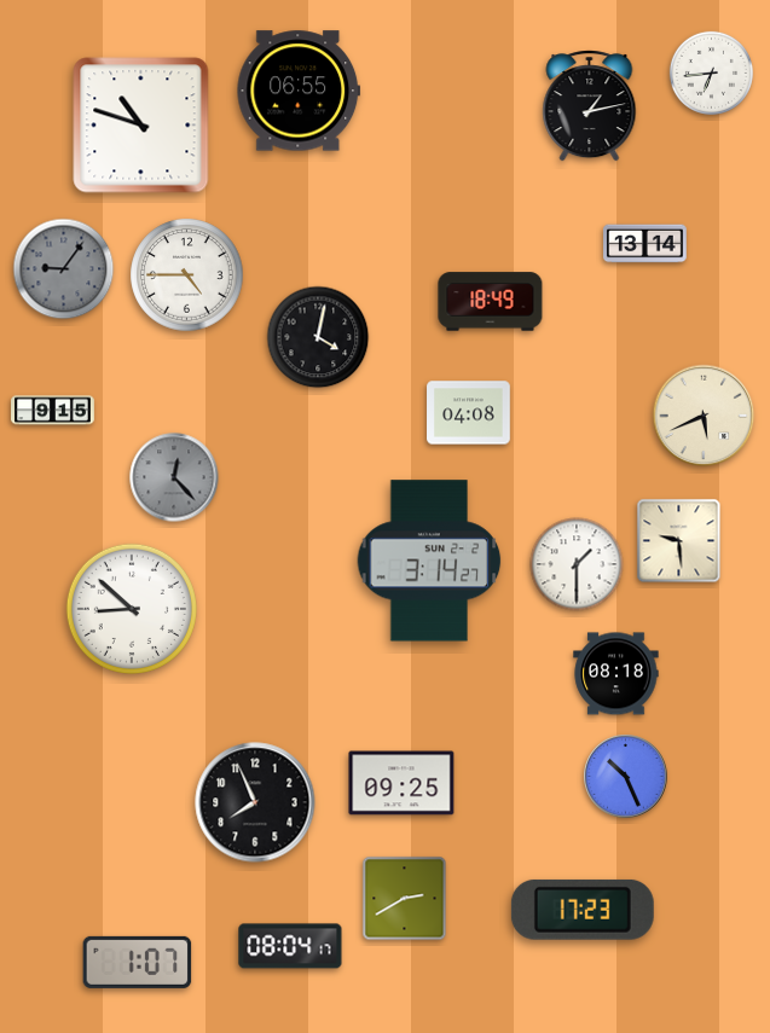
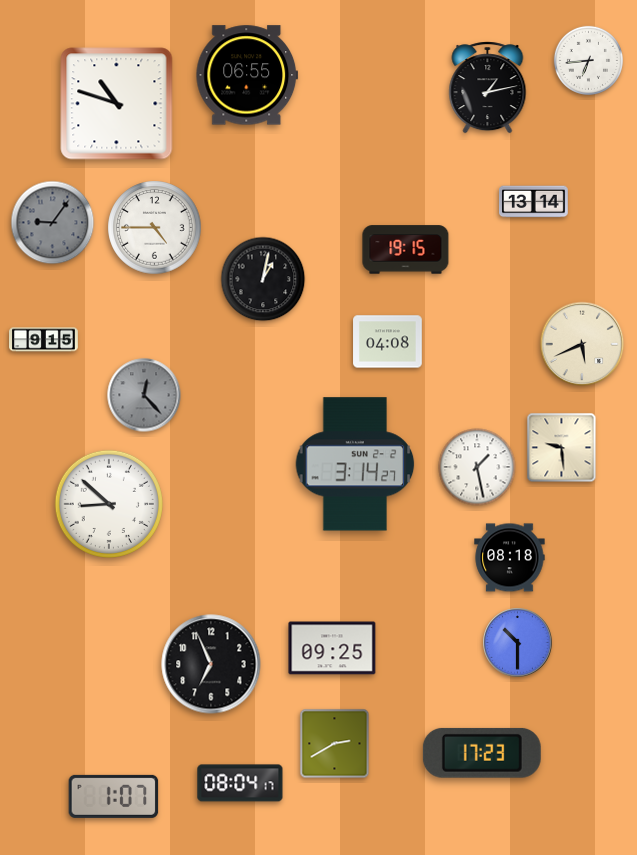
clock at (491, 302): 18:49 -> 19:15
clock at (318, 337): 4:02 -> 1:02
clock at (577, 564): 1:30 -> 1:28
clock at (626, 777): 10:26 -> 10:30
clock at (255, 802): 7:56 -> 6:56
